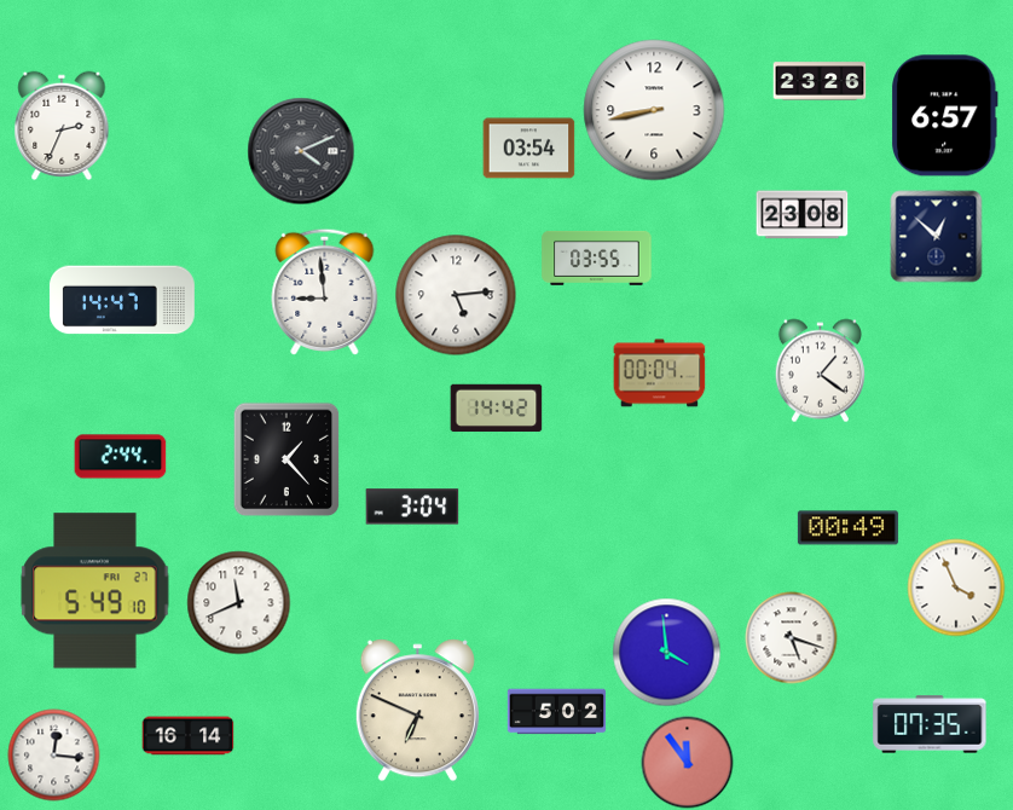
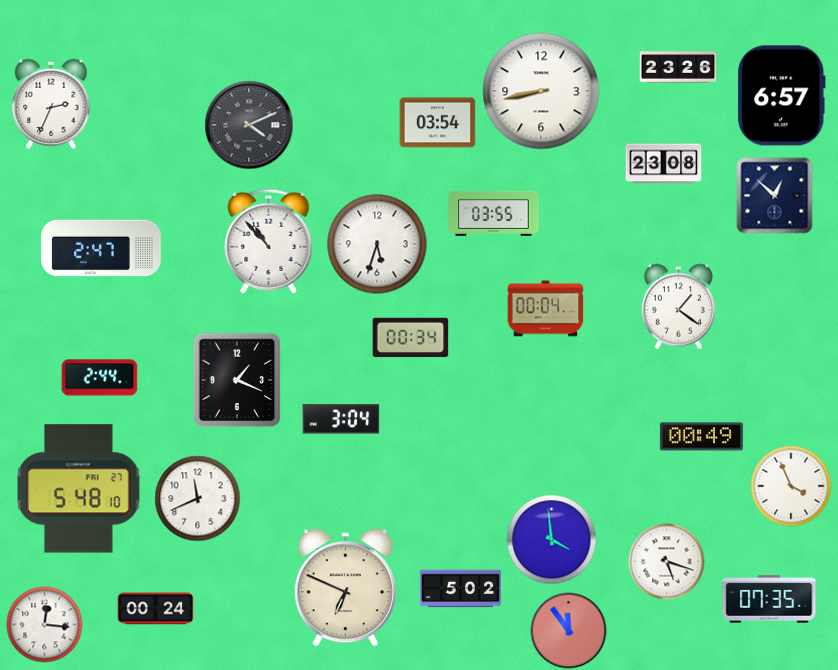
clock at (803, 215) position: (803, 215) -> (664, 164)
clock at (325, 291): 8:59 -> 10:53
clock at (456, 295): 5:14 -> 5:33
clock at (122, 300): 14:47 -> 2:47
clock at (497, 409): 14:42 -> 00:34
clock at (286, 459): 1:23 -> 1:19
clock at (95, 591): 5:49 -> 5:48
clock at (792, 638) position: (792, 638) -> (667, 562)
clock at (189, 736): 16:14 -> 00:24
